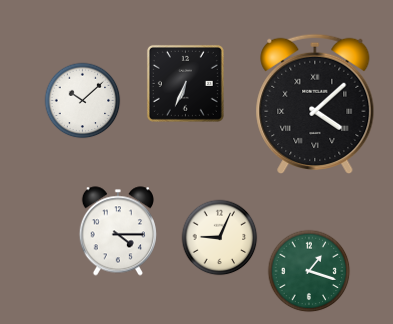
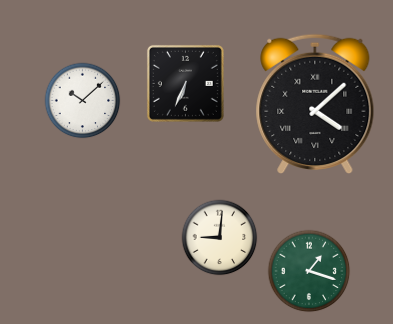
clock at (118, 231): 4:15 -> none
clock at (220, 238): 9:04 -> 9:01
